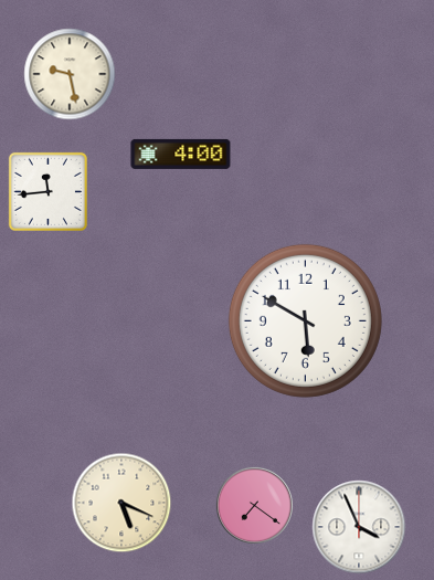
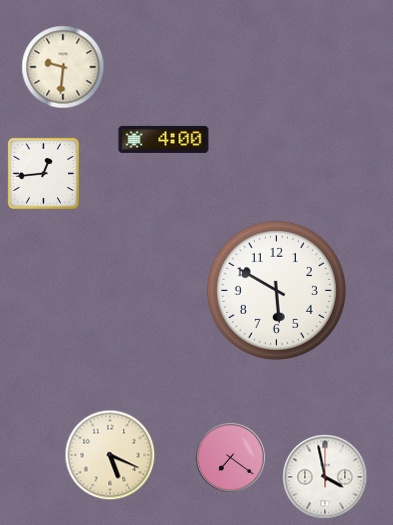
clock at (70, 74): 9:28 -> 9:31
clock at (47, 191): 11:44 -> 12:44
clock at (359, 527): 3:56 -> 3:58
